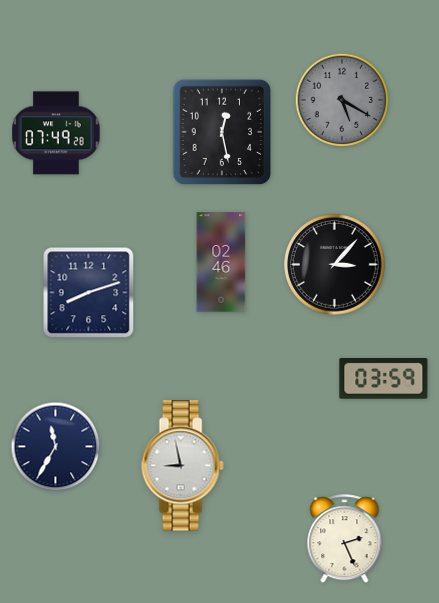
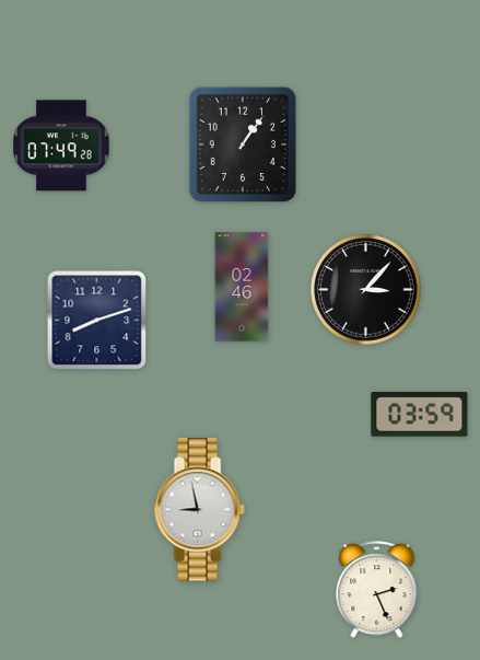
clock at (342, 100): 5:20 -> none
clock at (222, 132): 12:28 -> 1:06
clock at (56, 447): 11:35 -> none
